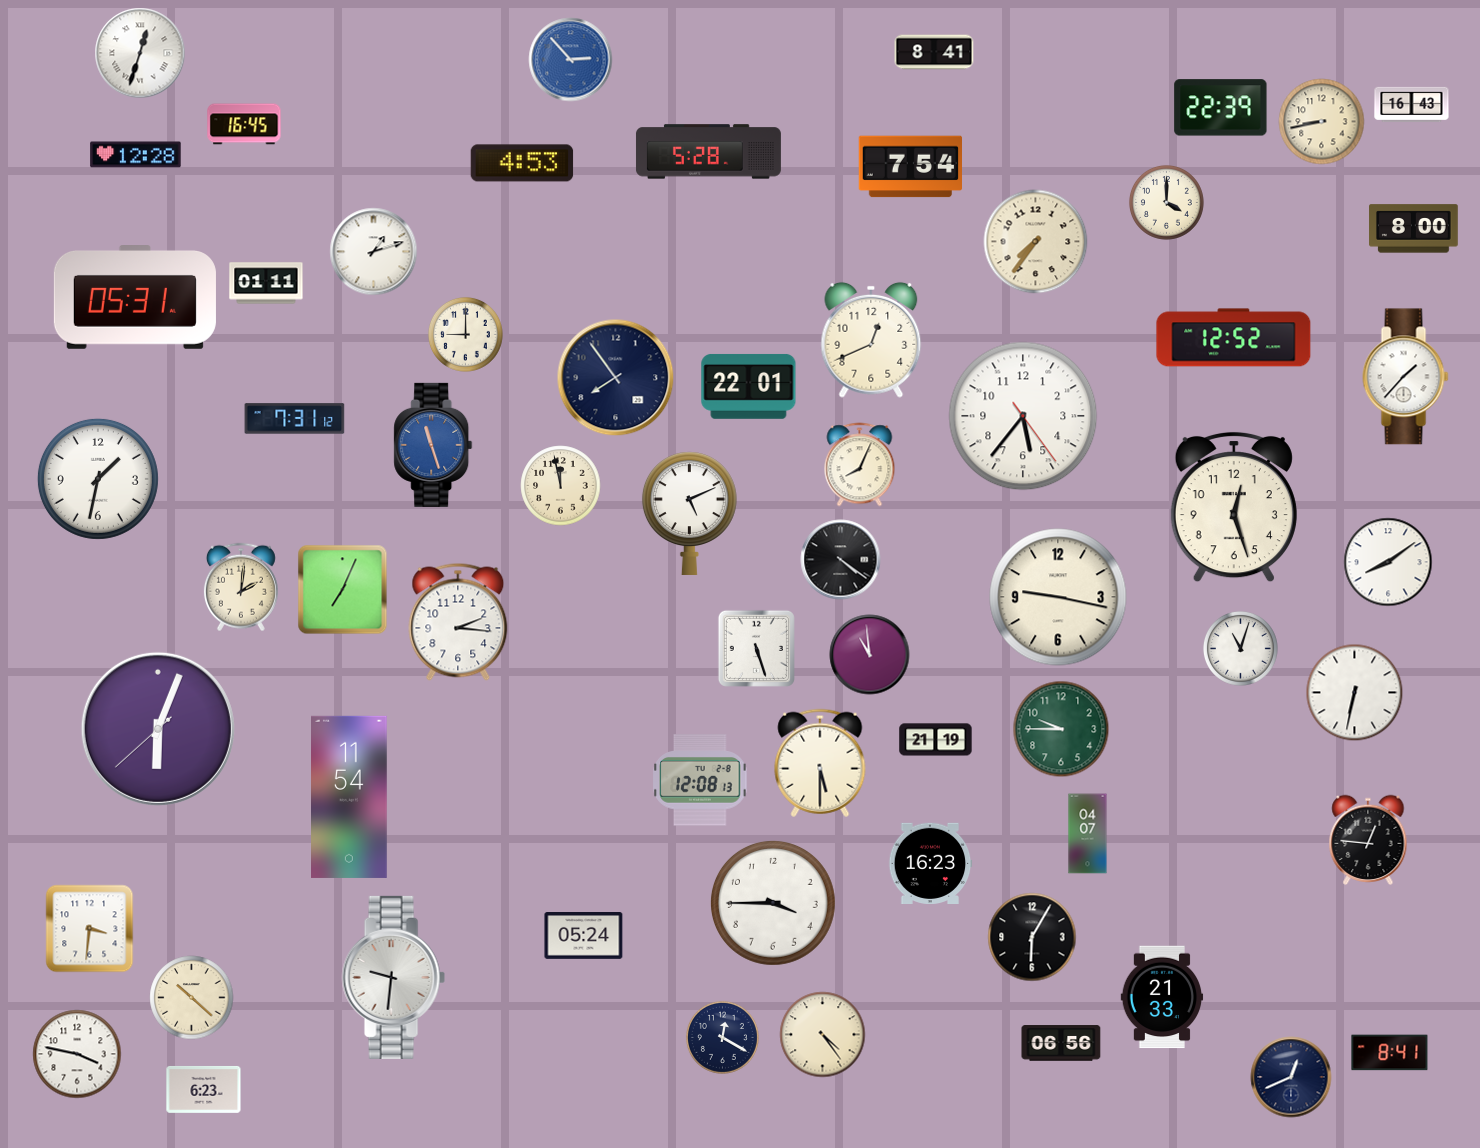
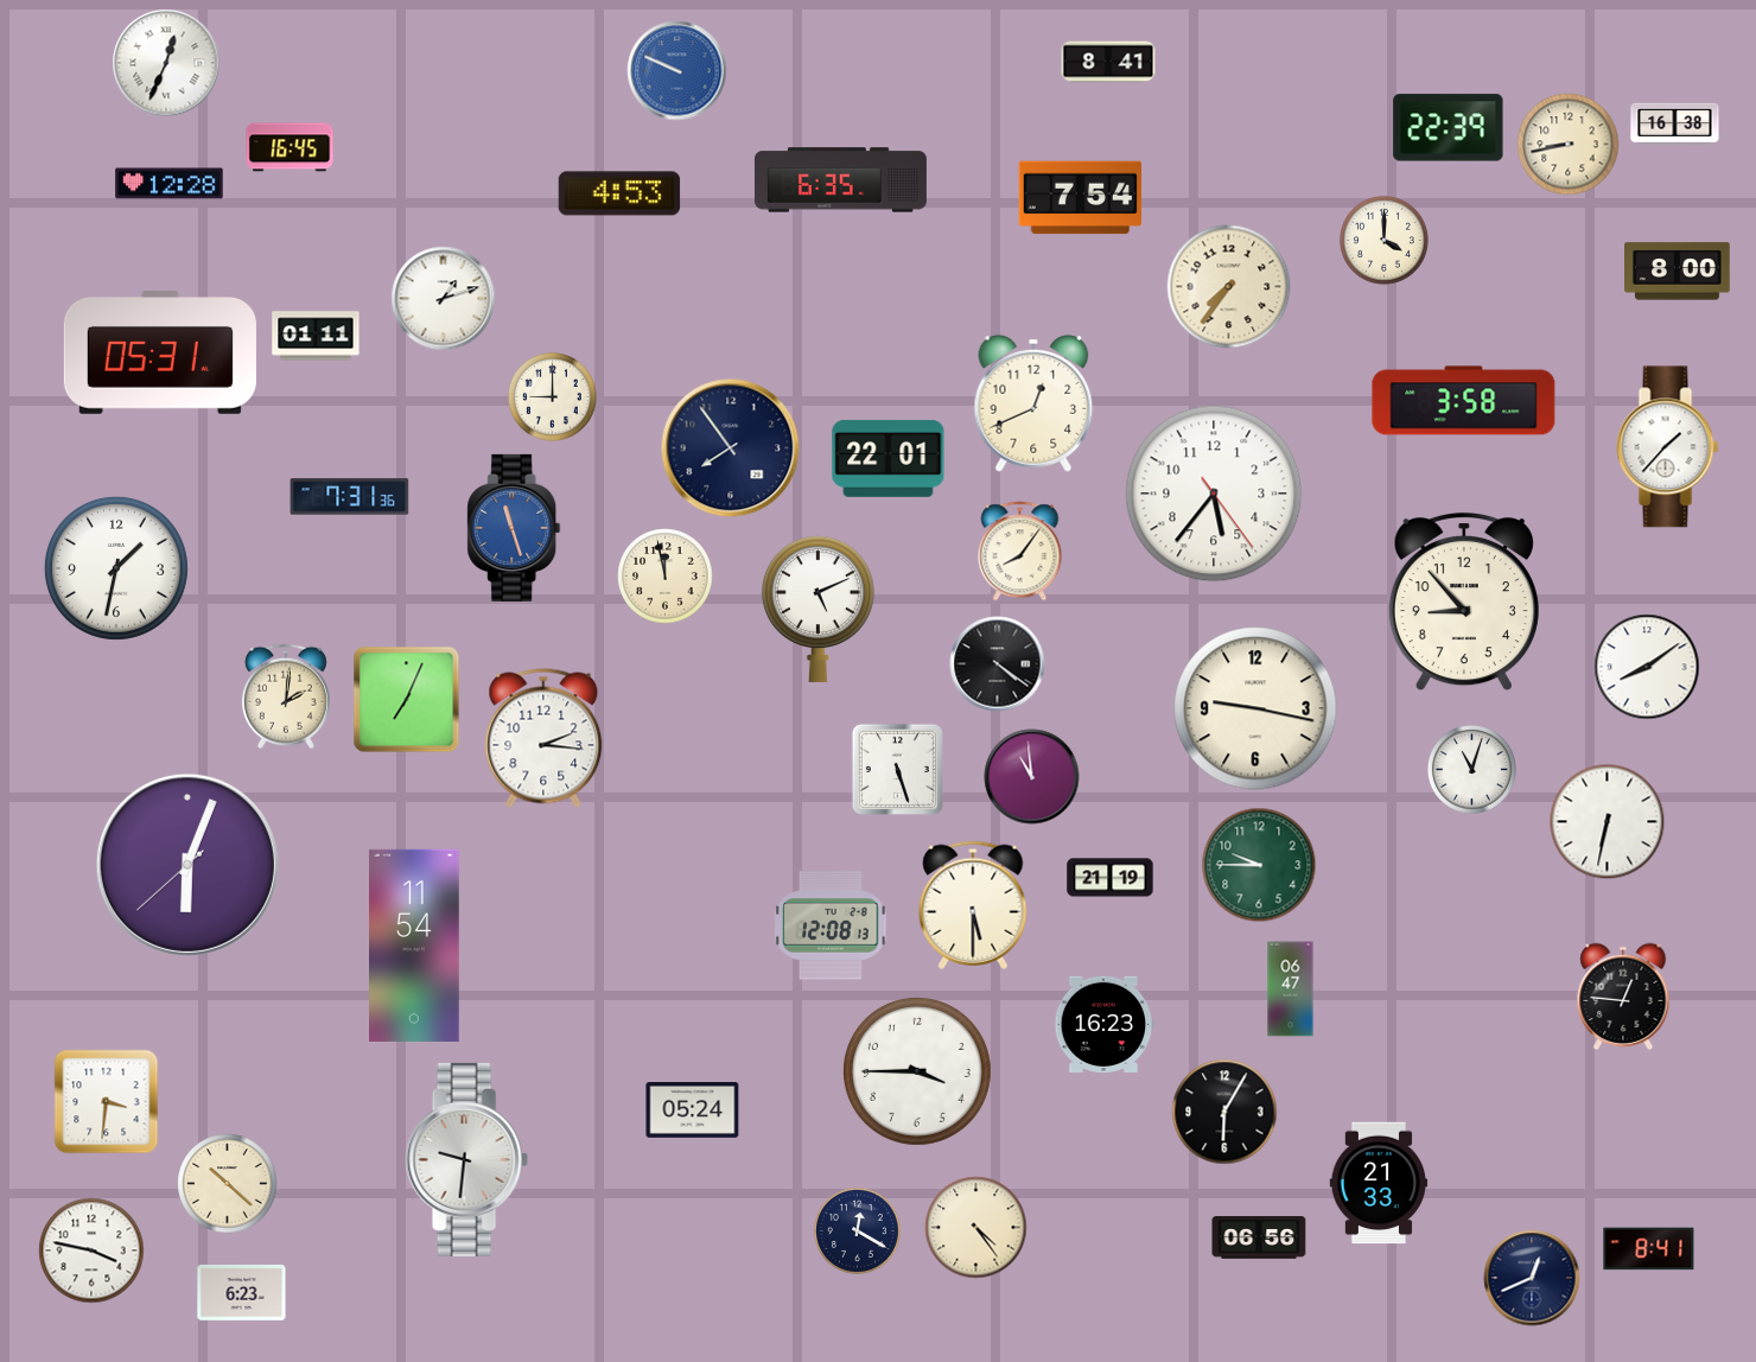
clock at (140, 53): 12:33 -> 12:34
clock at (571, 60): 2:53 -> 9:49
clock at (1412, 105): 16:43 -> 16:38
clock at (708, 152): 5:28 -> 6:35
clock at (136, 155) position: (136, 155) -> (170, 184)
clock at (1234, 338): 12:52 -> 3:58
clock at (295, 419): 7:31:12 -> 7:31:36
clock at (860, 465): 8:04 -> 8:06
clock at (1234, 507): 12:27 -> 8:53
clock at (1088, 834): 04:07 -> 06:47
